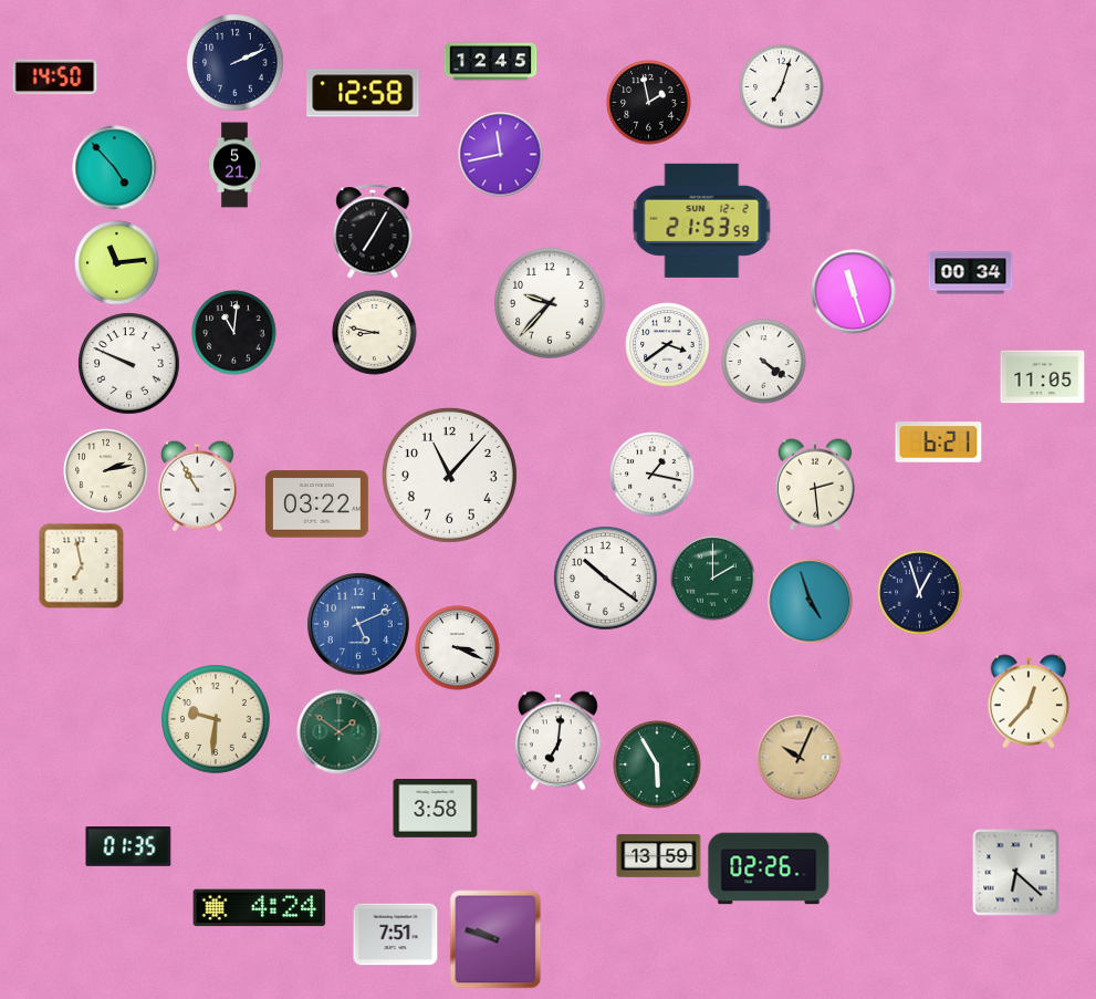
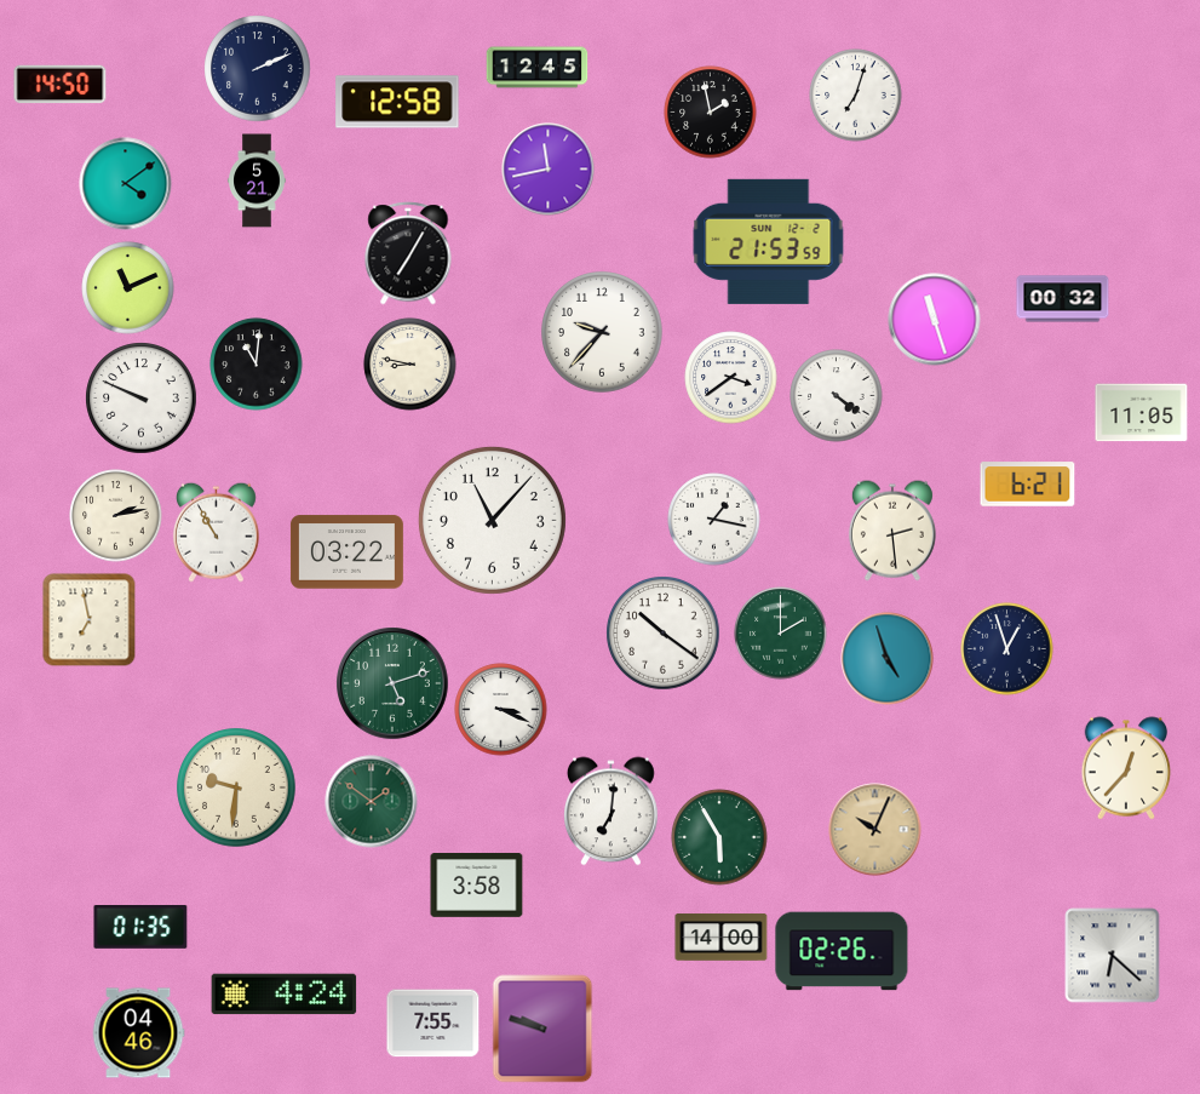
clock at (115, 168): 4:53 -> 4:09
clock at (117, 263): 11:14 -> 11:11
clock at (971, 273): 00:34 -> 00:32
clock at (358, 624): 5:11 -> 5:12
clock at (358, 624) dial: blue -> green
clock at (659, 856): 13:59 -> 14:00
clock at (396, 935): 7:51 -> 7:55
clock at (138, 1033): none -> 04:46
